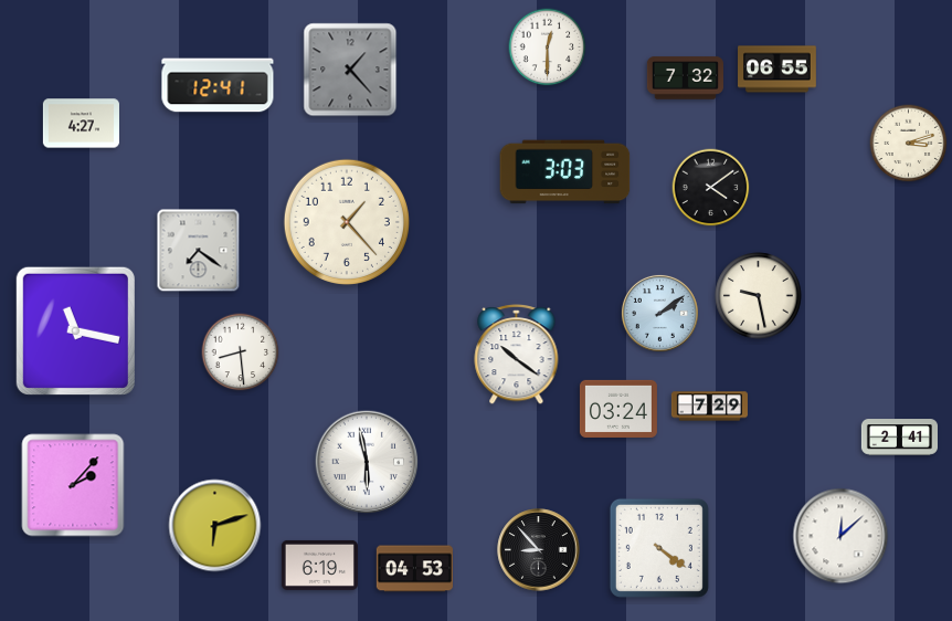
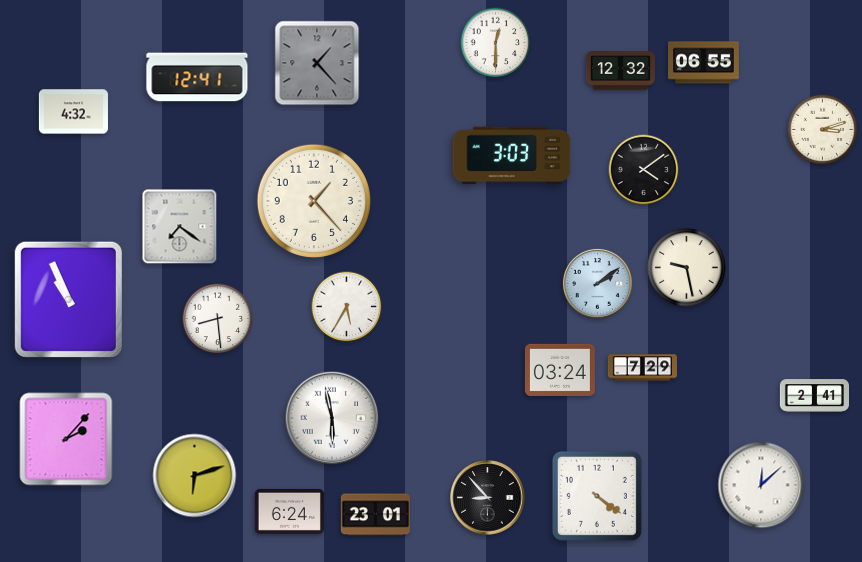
clock at (685, 78): 7:32 -> 12:32
clock at (81, 124): 4:27 -> 4:32
clock at (75, 330): 11:17 -> 10:56
clock at (347, 307): none -> 5:35
clock at (517, 355): 10:21 -> none
clock at (319, 565): 6:19 -> 6:24
clock at (414, 569): 04:53 -> 23:01
